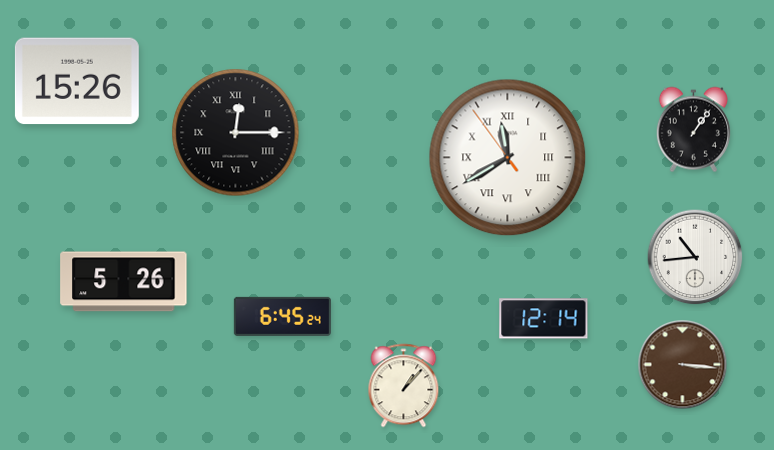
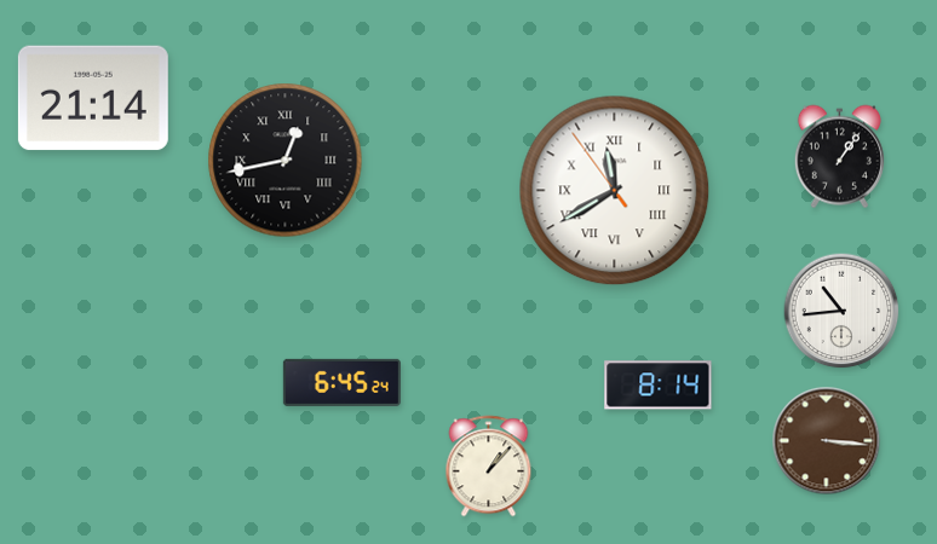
clock at (77, 81): 15:26 -> 21:14
clock at (236, 133): 12:15 -> 12:43
clock at (124, 282): 5:26 -> none
clock at (544, 319): 12:14 -> 8:14
